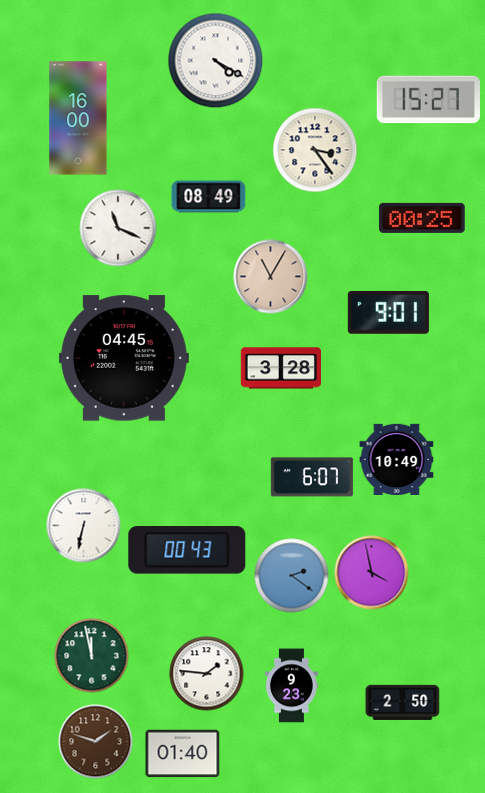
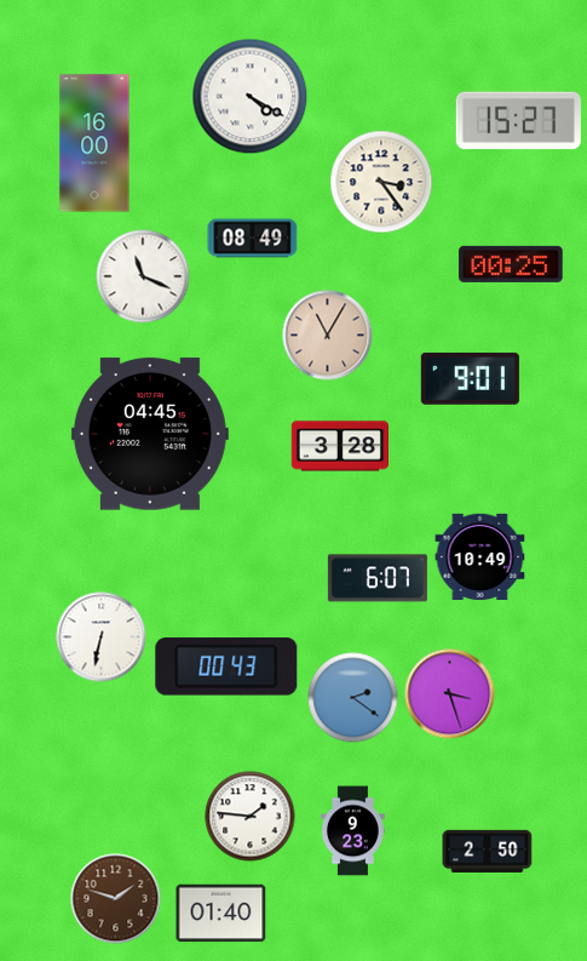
clock at (216, 61) position: (216, 61) -> (251, 97)
clock at (372, 573): 3:58 -> 3:27
clock at (92, 656): 11:58 -> none
